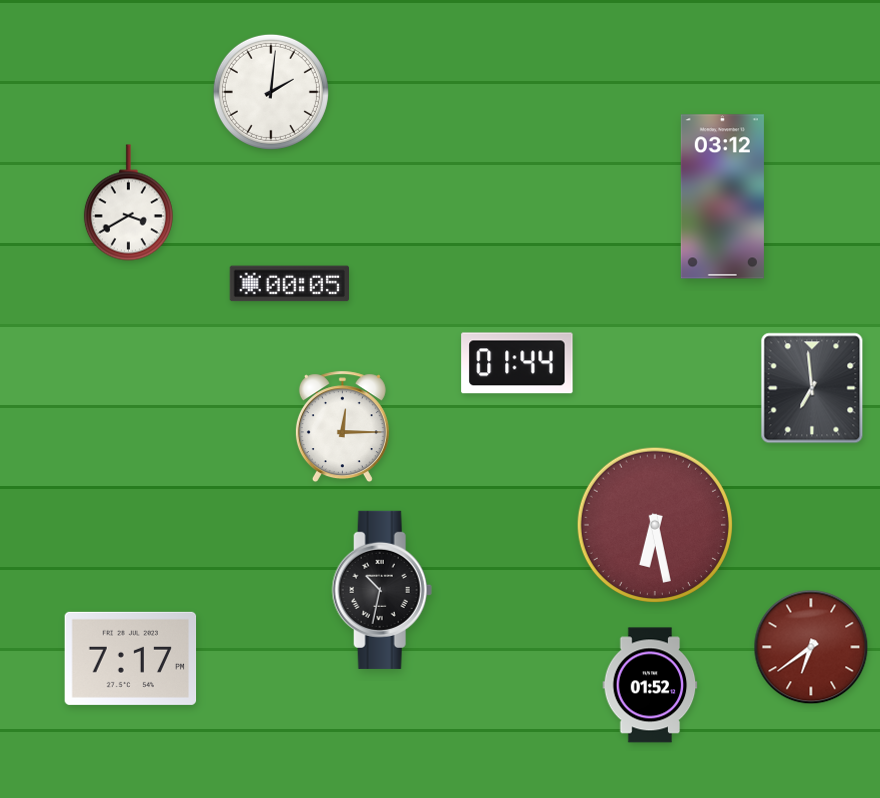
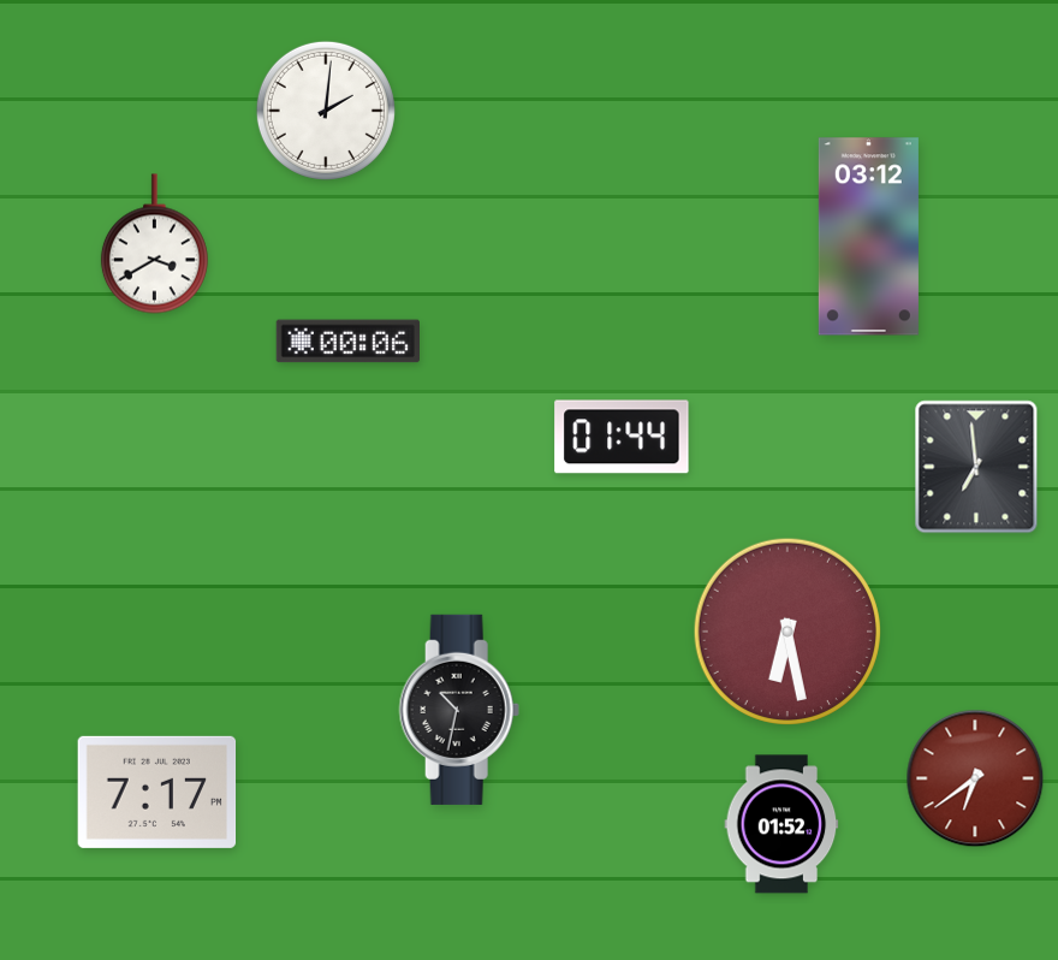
clock at (289, 284): 00:05 -> 00:06
clock at (342, 427): 12:15 -> none
